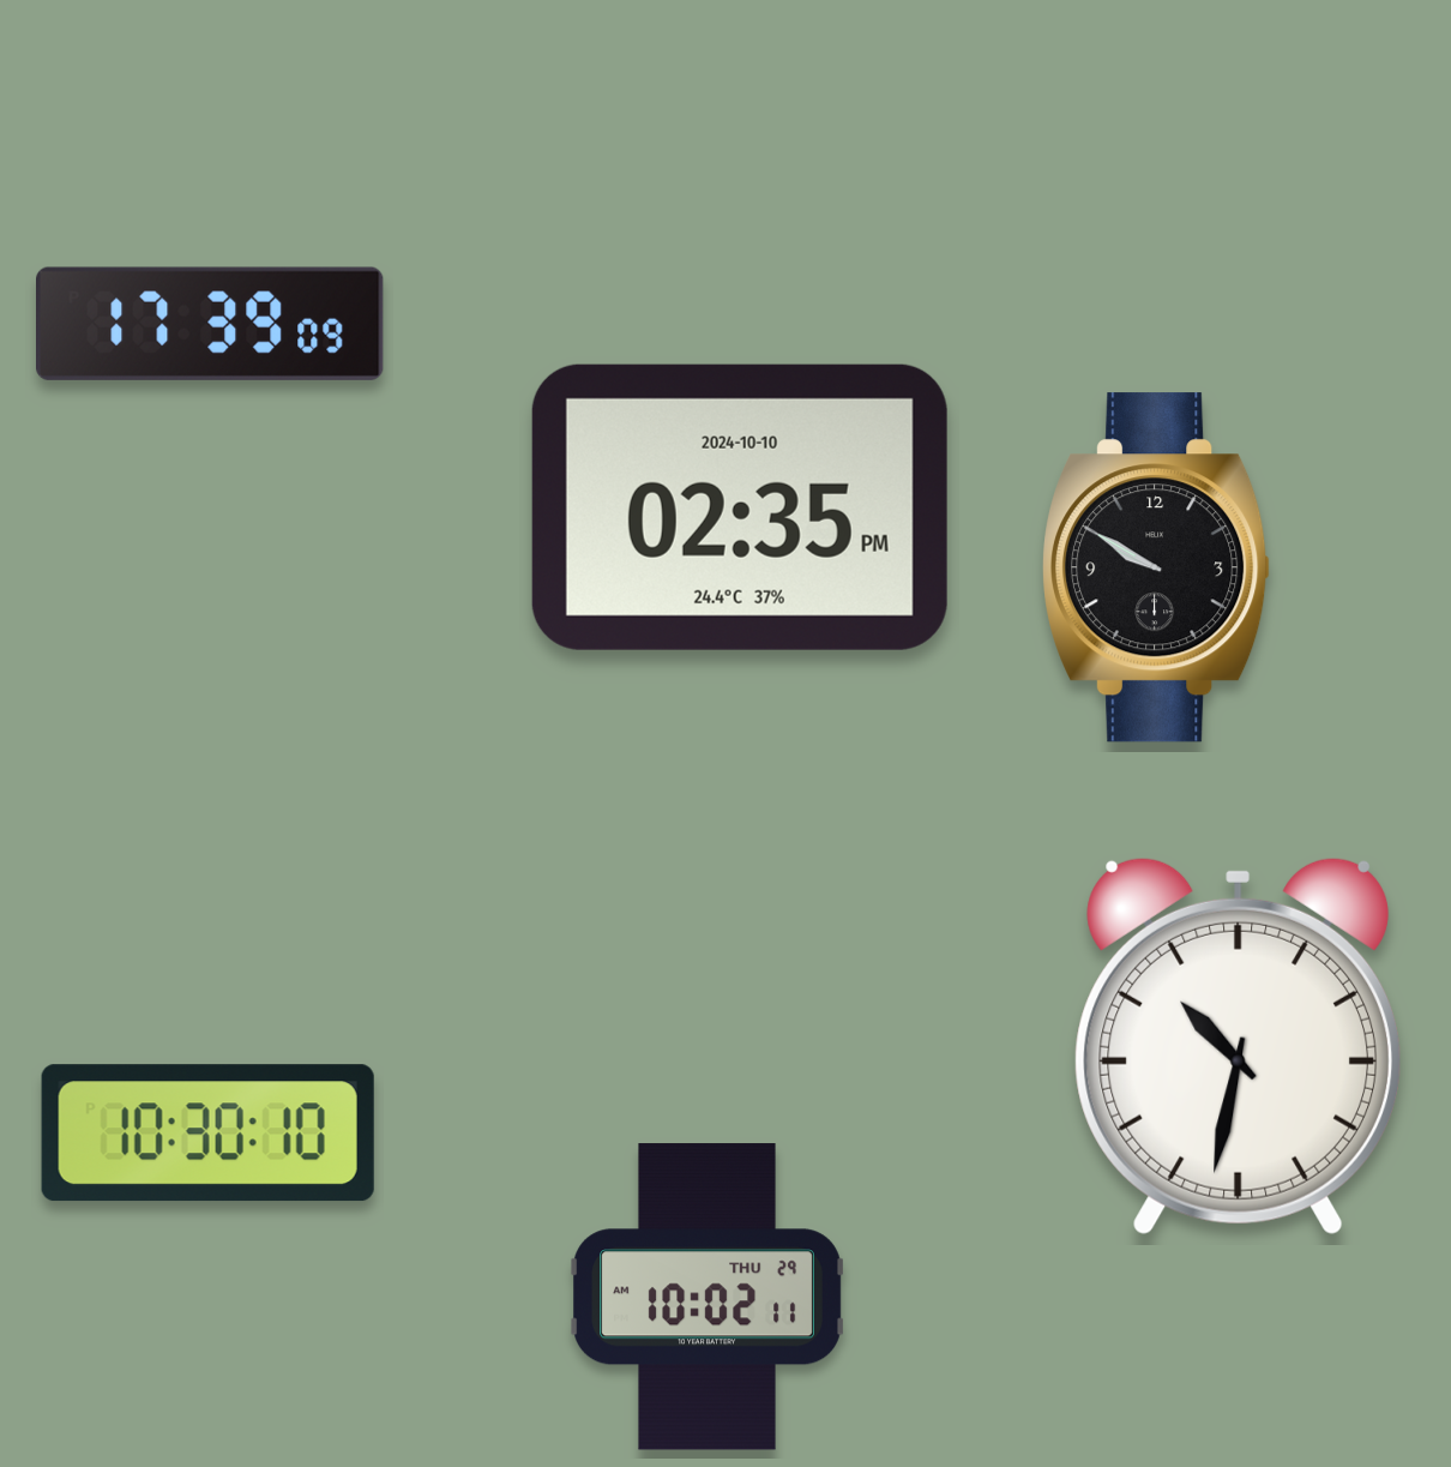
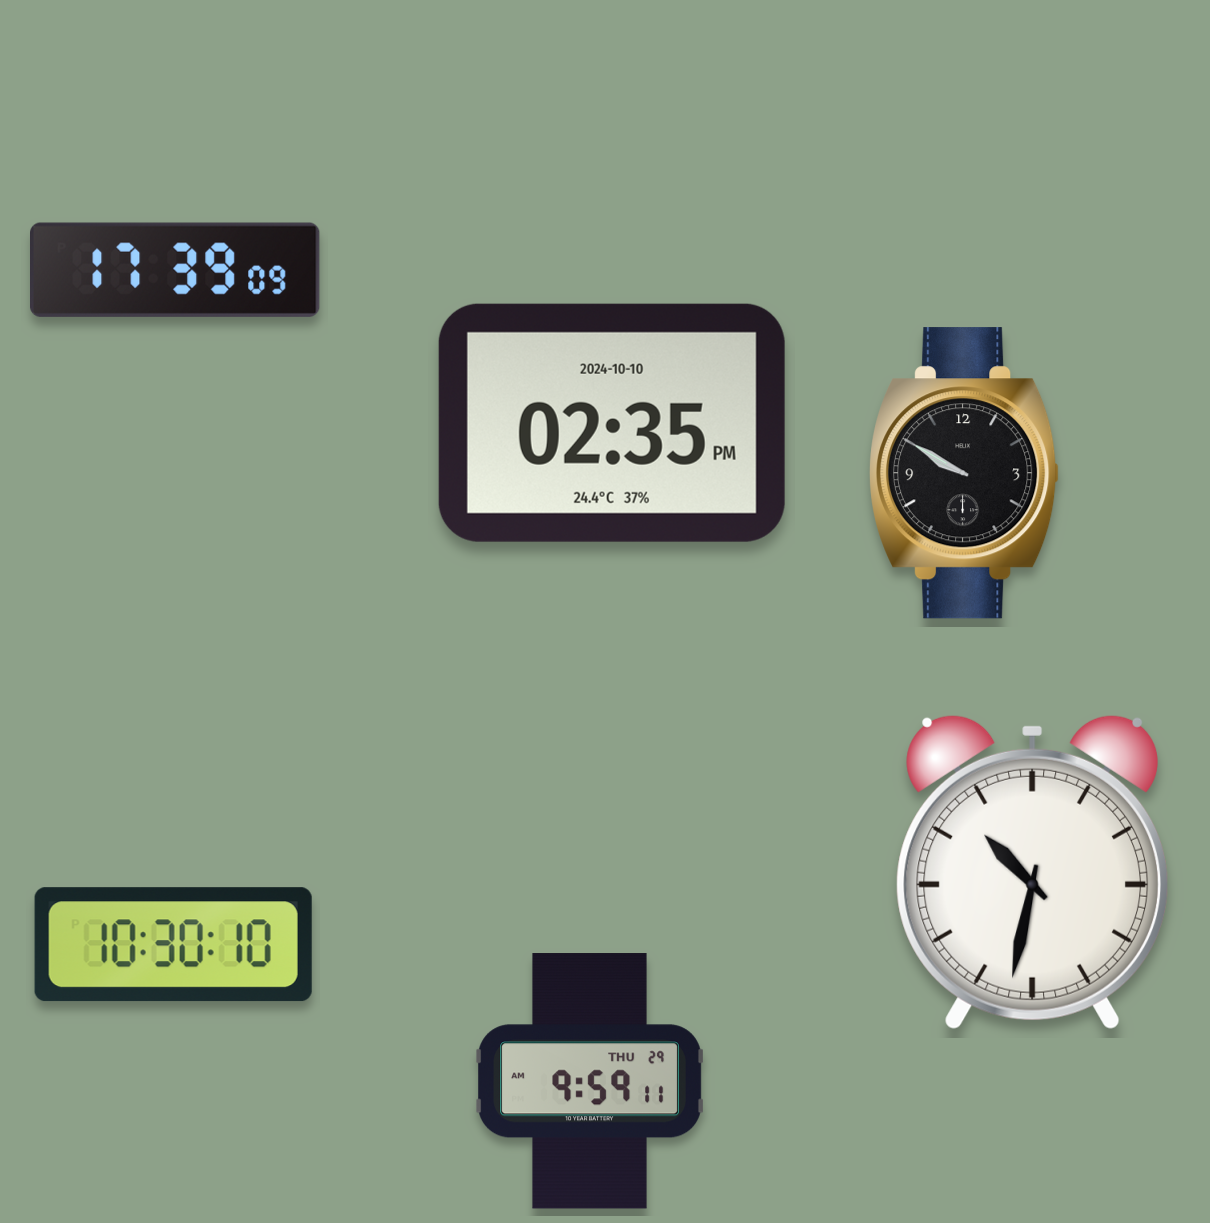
clock at (740, 507) position: (740, 507) -> (612, 423)
clock at (708, 1297): 10:02 -> 9:59
